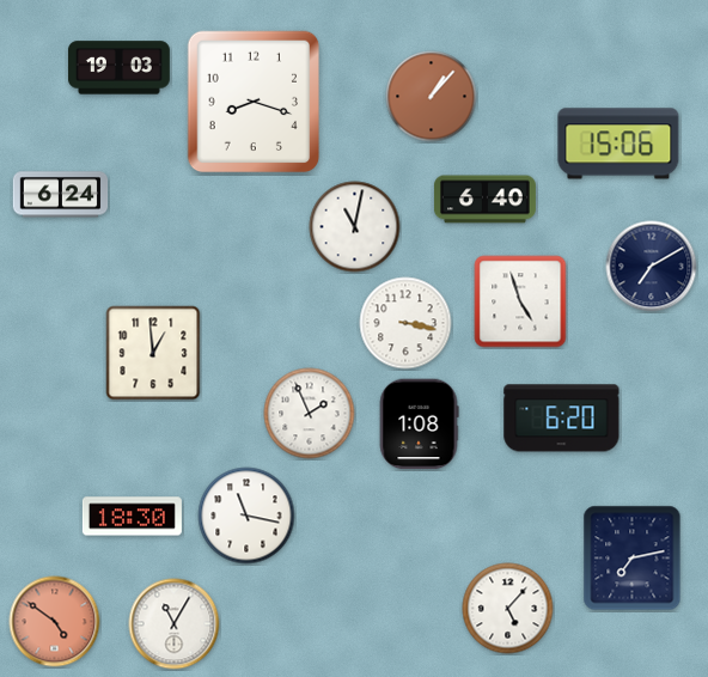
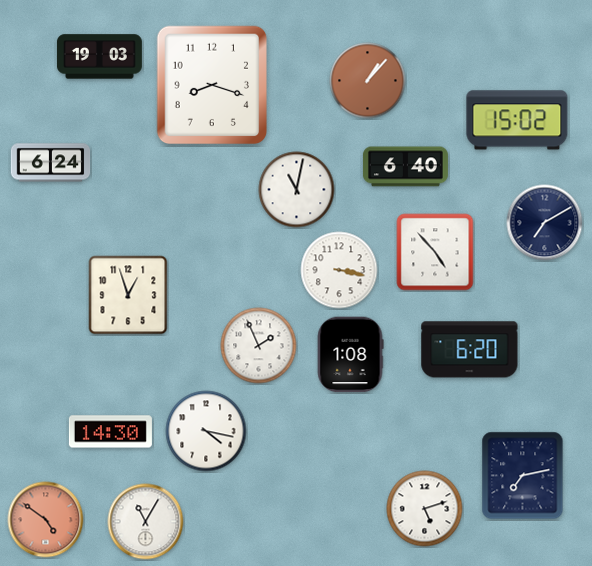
clock at (432, 97) position: (432, 97) -> (368, 81)
clock at (618, 144): 15:06 -> 15:02
clock at (520, 301): 4:57 -> 4:53
clock at (153, 353): 12:59 -> 12:57
clock at (246, 516): 11:17 -> 4:17
clock at (132, 517): 18:30 -> 14:30
clock at (633, 559) position: (633, 559) -> (523, 476)
clock at (508, 609): 5:07 -> 5:12
